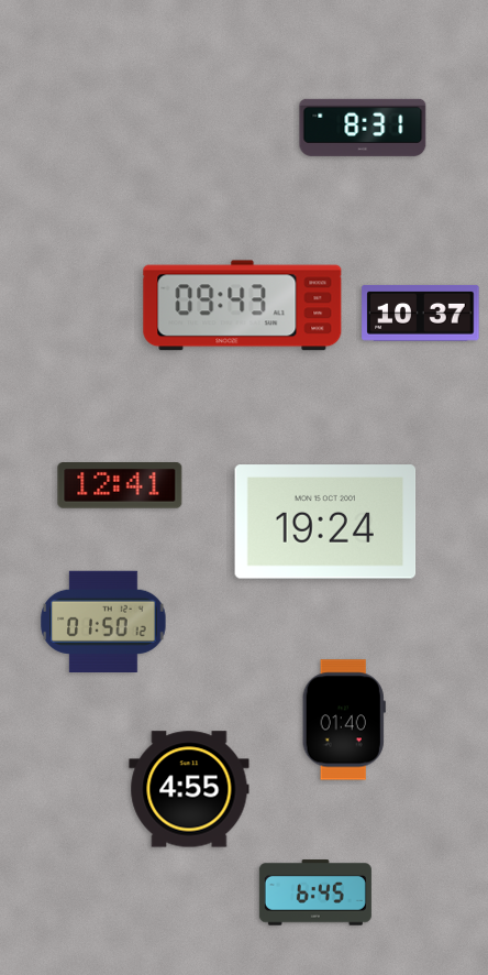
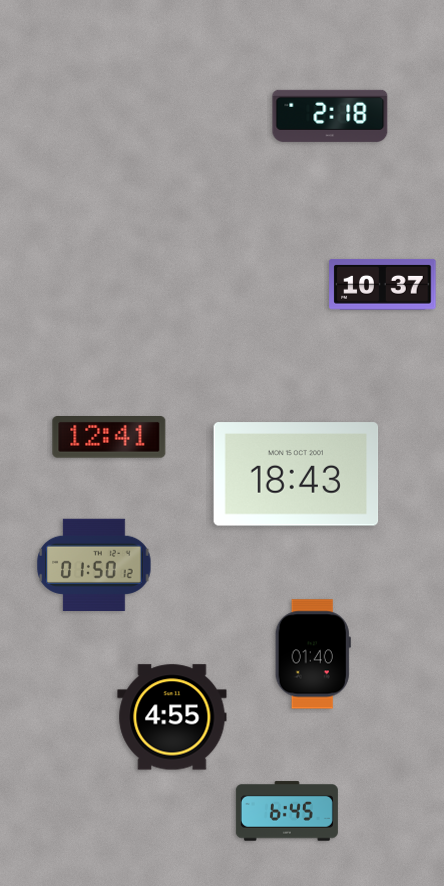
clock at (363, 128): 8:31 -> 2:18
clock at (243, 306): 09:43 -> none
clock at (120, 486) position: (120, 486) -> (109, 438)
clock at (325, 522): 19:24 -> 18:43
